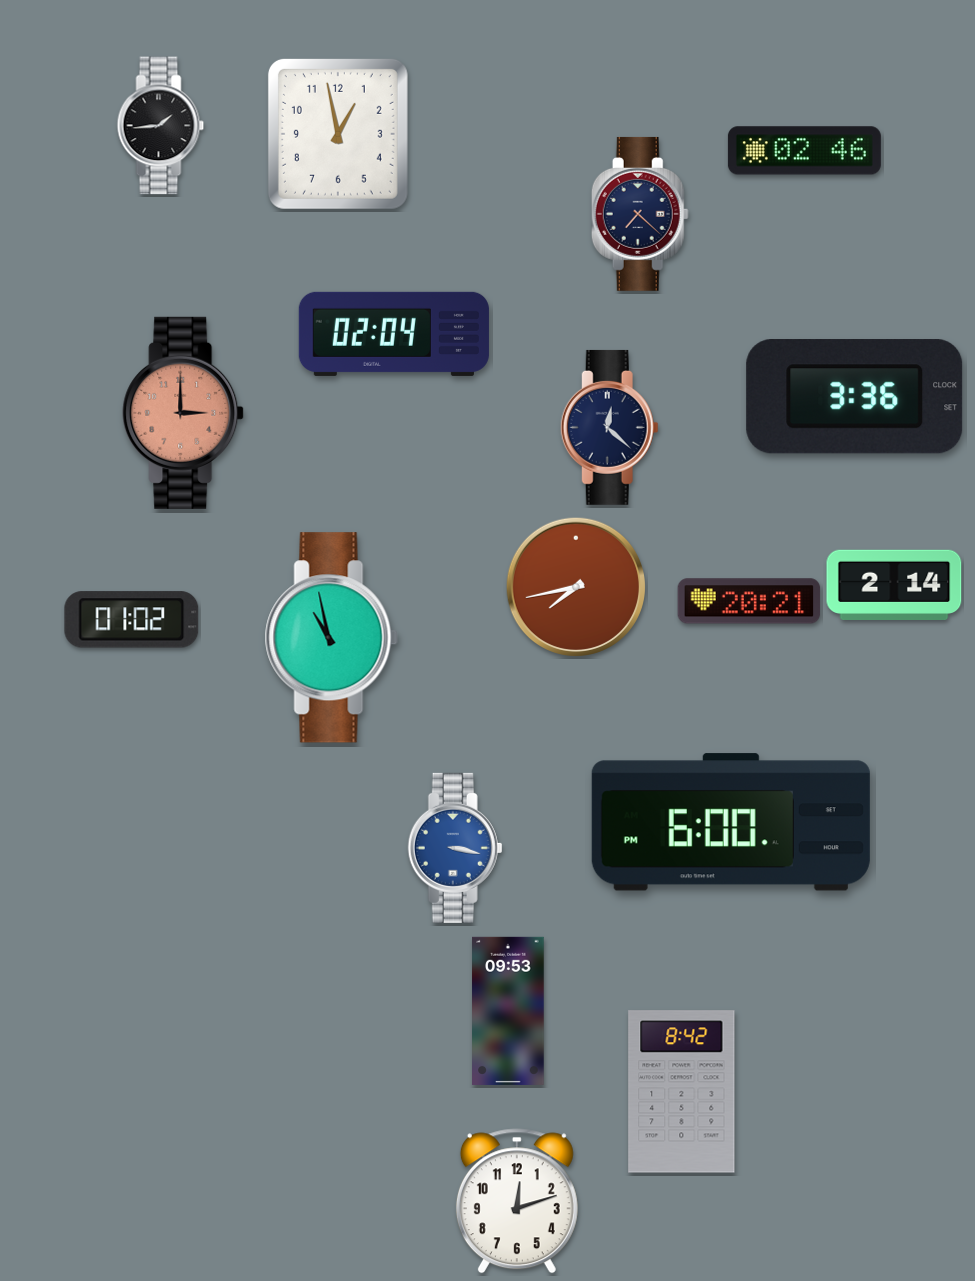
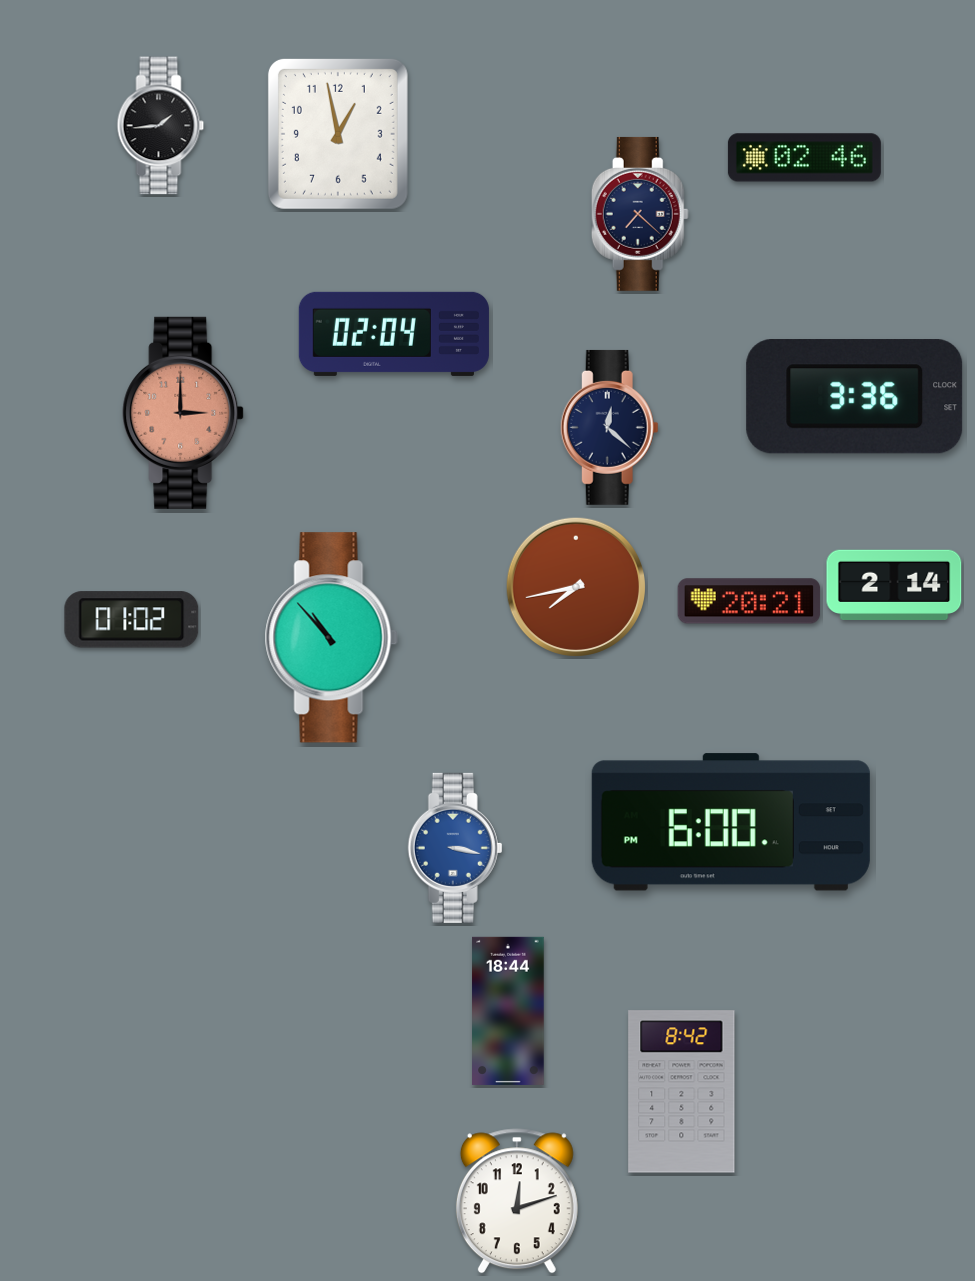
clock at (804, 151) position: (804, 151) -> (804, 158)
clock at (331, 638): 10:58 -> 10:53
clock at (508, 1011): 09:53 -> 18:44
